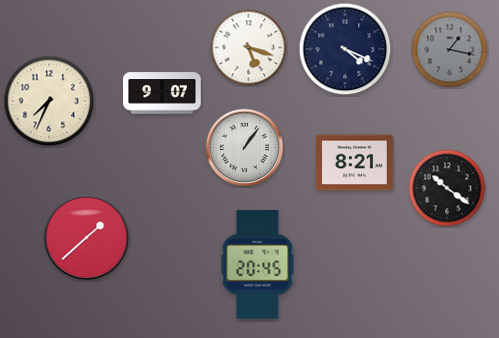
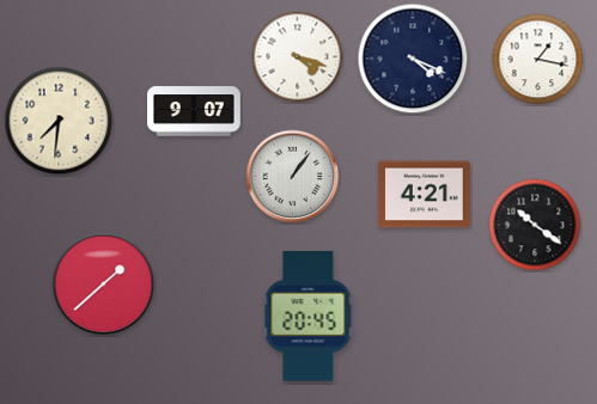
clock at (249, 48): 5:18 -> 4:18
clock at (450, 50) dial: grey -> white
clock at (49, 101): 7:34 -> 7:31
clock at (354, 163): 8:21 -> 4:21
